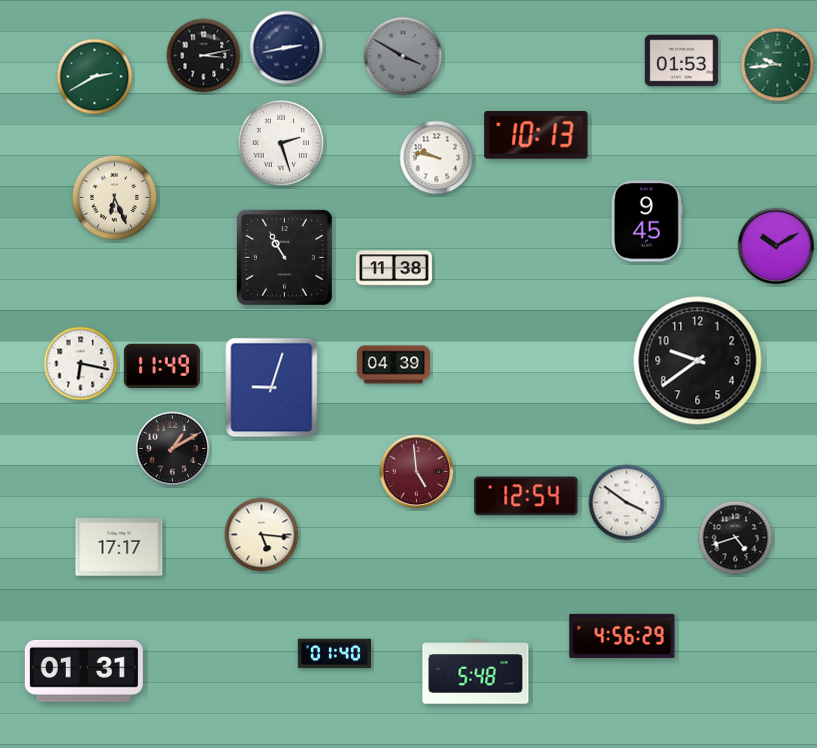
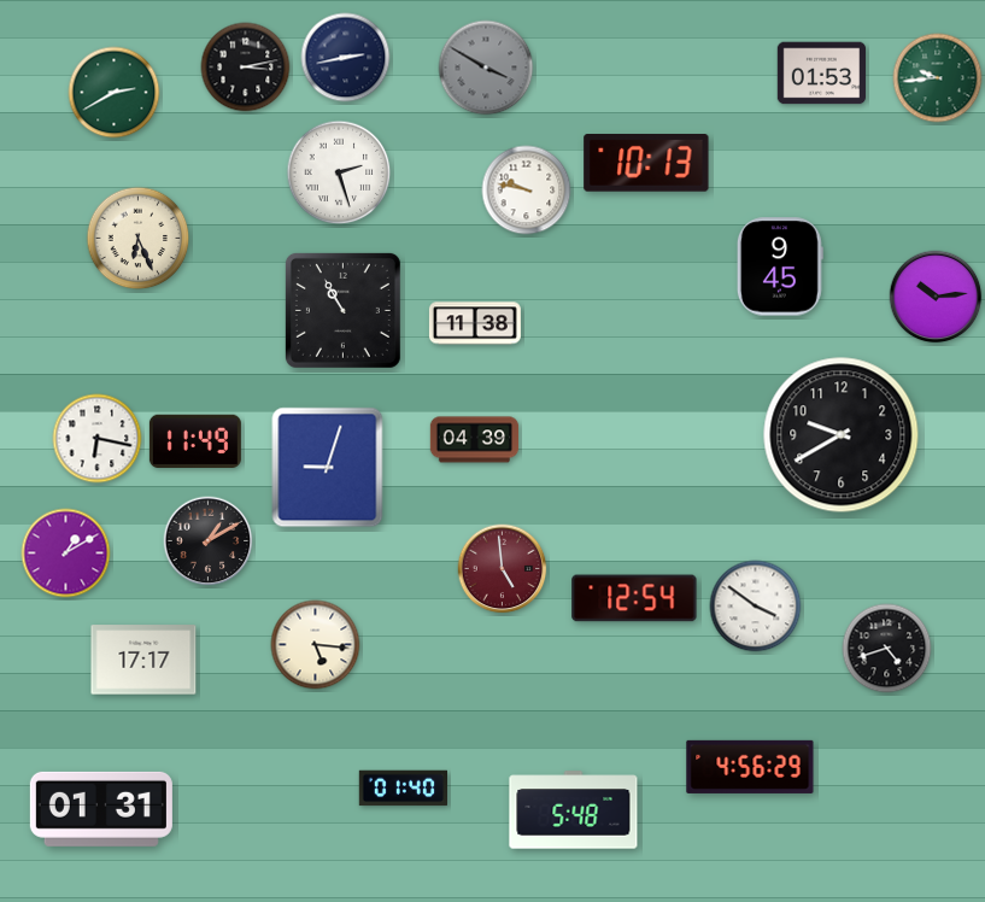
clock at (776, 246): 10:10 -> 10:14
clock at (698, 361): 9:39 -> 9:40
clock at (66, 553): none -> 1:10
